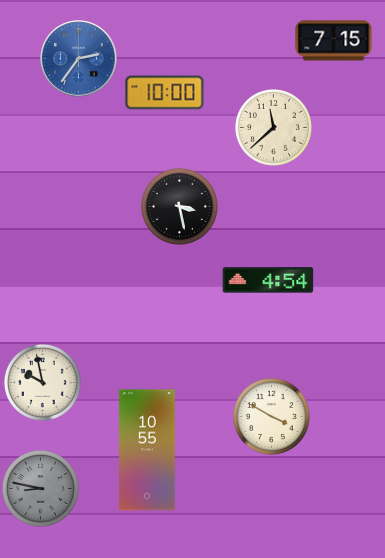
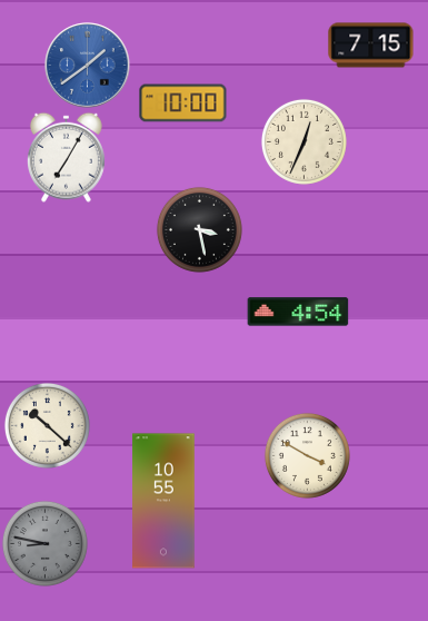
clock at (79, 59): 2:36 -> 1:39
clock at (273, 127): 11:38 -> 12:34
clock at (66, 157): none -> 7:05
clock at (42, 382): 9:58 -> 10:22
clock at (271, 416) position: (271, 416) -> (307, 455)
